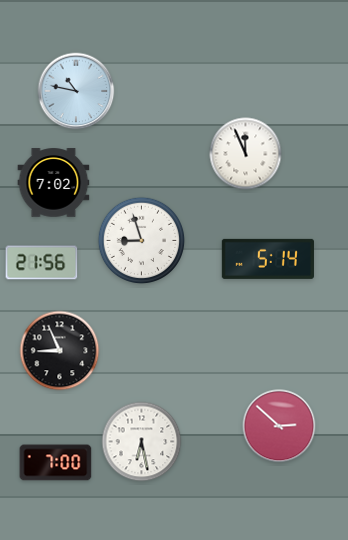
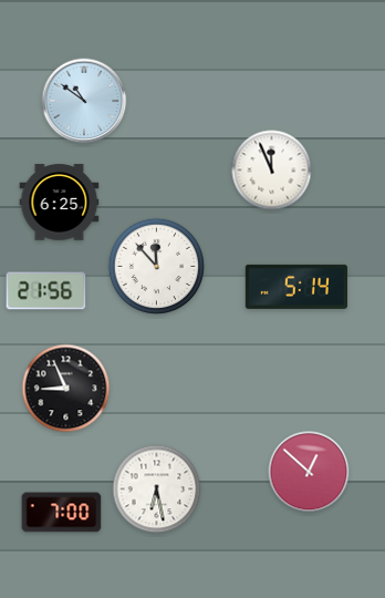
clock at (76, 91): 10:47 -> 10:51
clock at (54, 183): 7:02 -> 6:25
clock at (142, 241): 8:57 -> 11:53
clock at (279, 426): 2:52 -> 12:52
